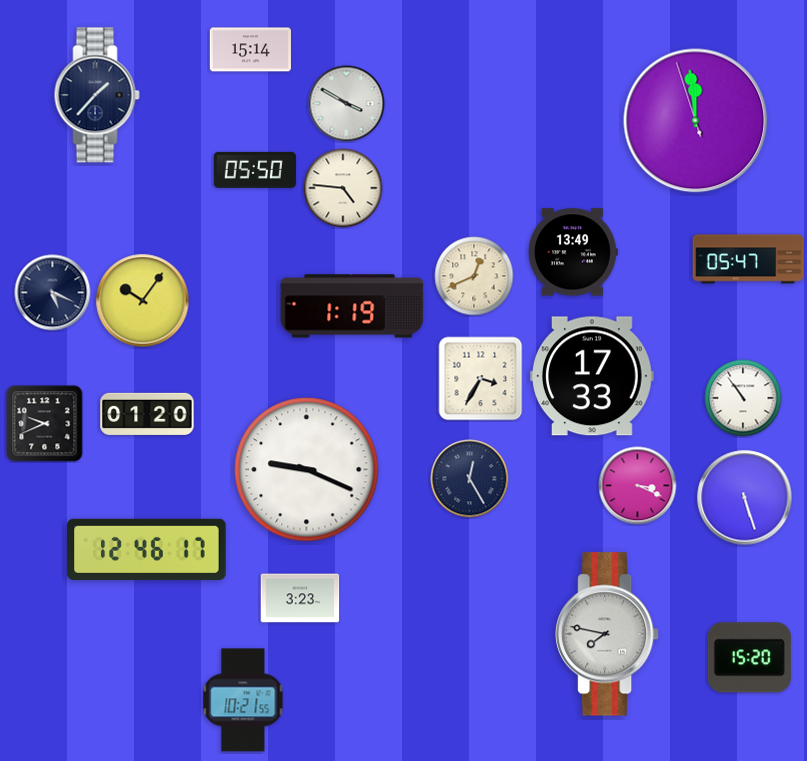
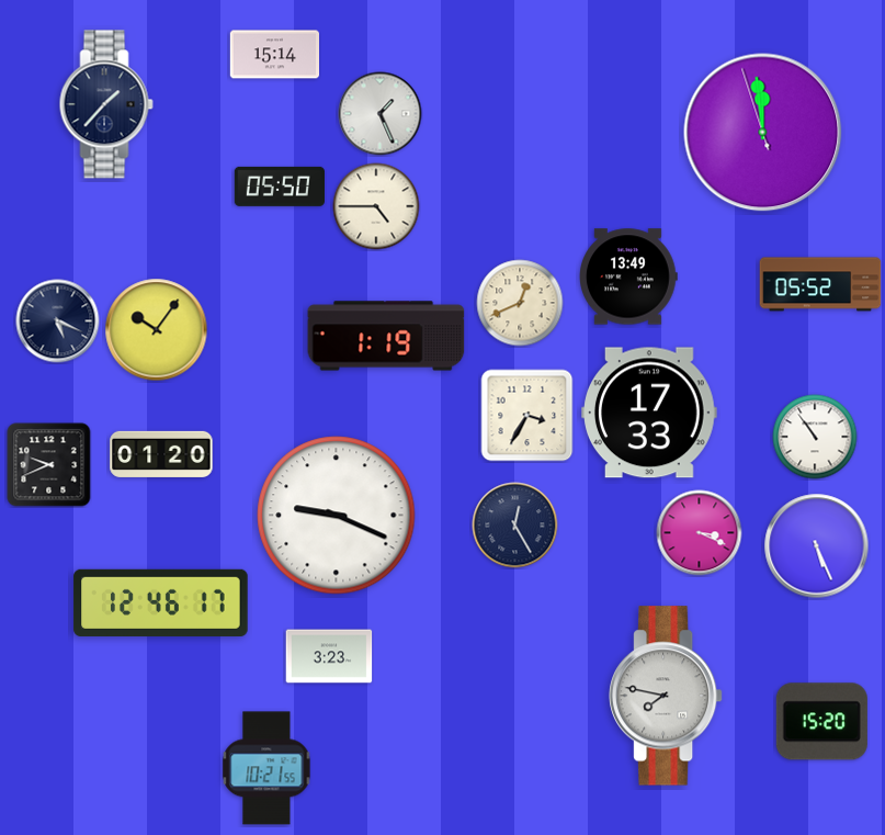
clock at (347, 104): 3:50 -> 1:26
clock at (343, 188): 4:46 -> 4:45
clock at (748, 259): 05:47 -> 05:52
clock at (745, 498): 5:27 -> 5:26
